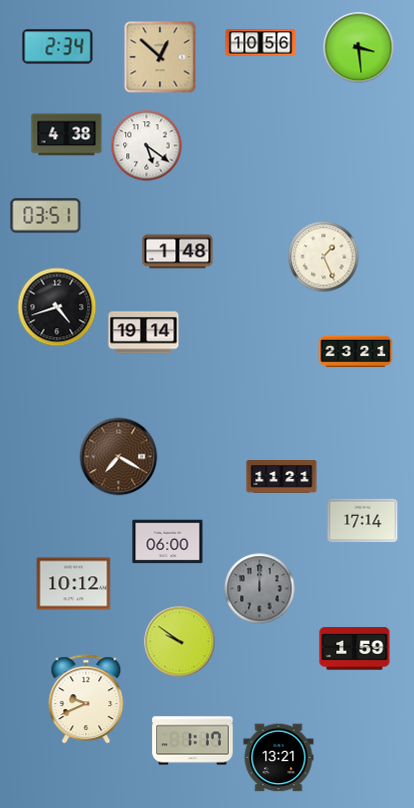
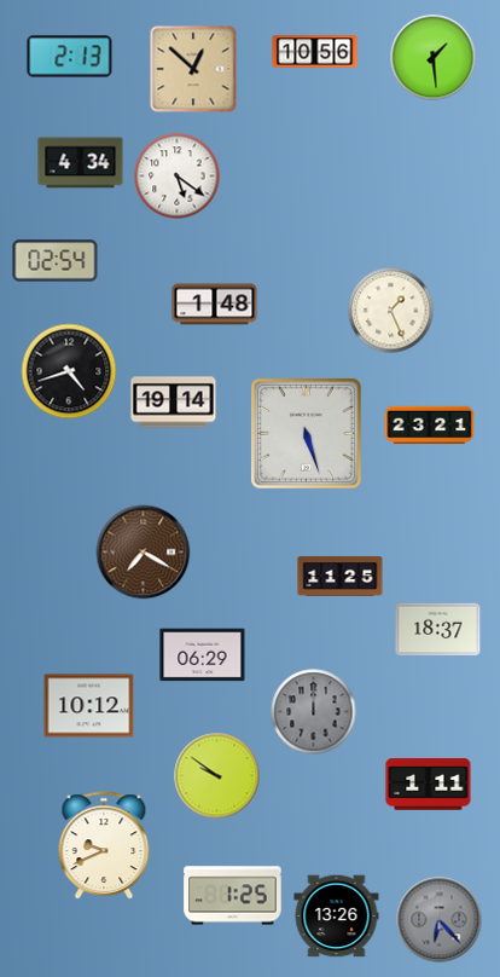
clock at (58, 47): 2:34 -> 2:13
clock at (359, 48): 3:29 -> 1:29
clock at (67, 135): 4:38 -> 4:34
clock at (46, 216): 03:51 -> 02:54
clock at (306, 433): none -> 5:27
clock at (282, 477): 11:21 -> 11:25
clock at (363, 521): 17:14 -> 18:37
clock at (168, 542): 06:00 -> 06:29
clock at (355, 649): 1:59 -> 1:11
clock at (193, 741): 1:17 -> 1:25
clock at (279, 758): 13:21 -> 13:26
clock at (440, 920): none -> 6:23
